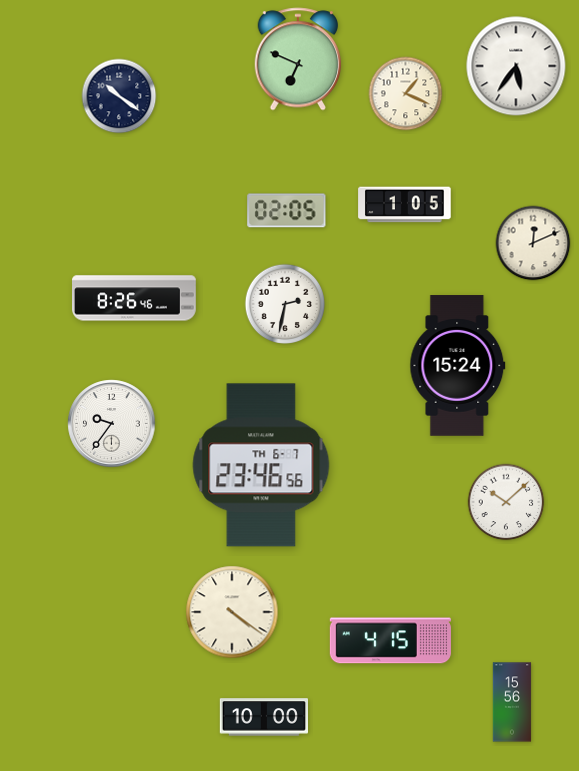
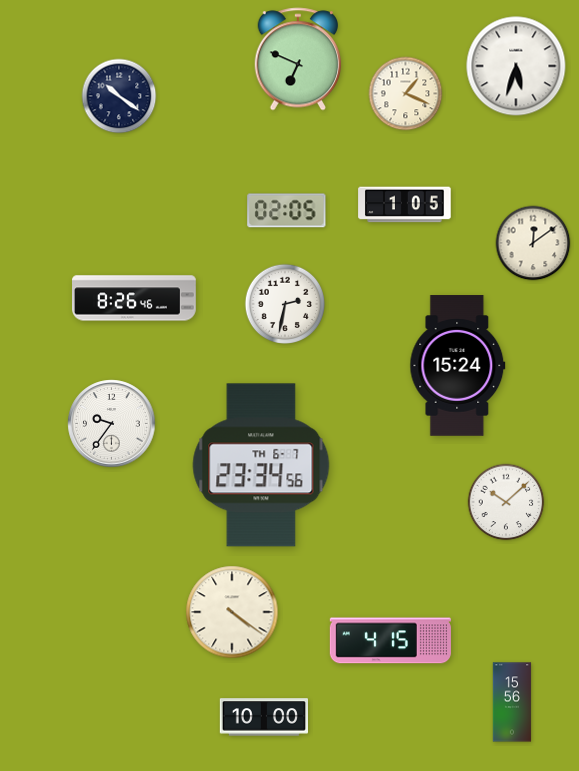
clock at (516, 66): 5:36 -> 5:33
clock at (533, 243): 12:11 -> 12:09
clock at (261, 465): 23:46 -> 23:34
